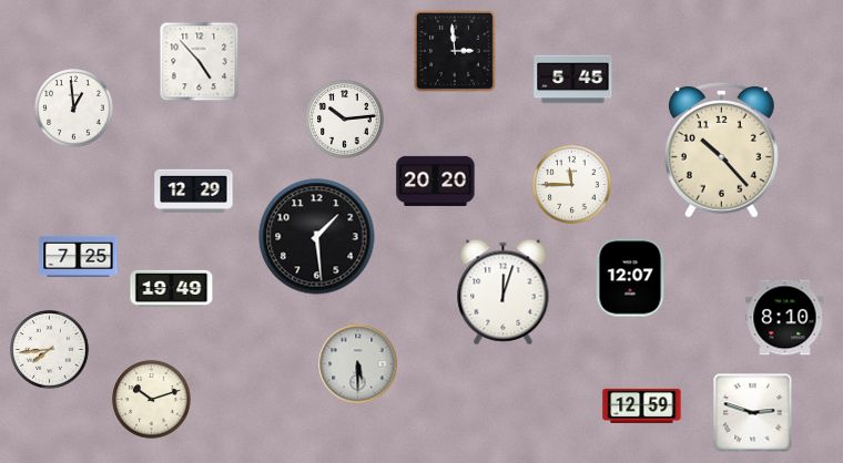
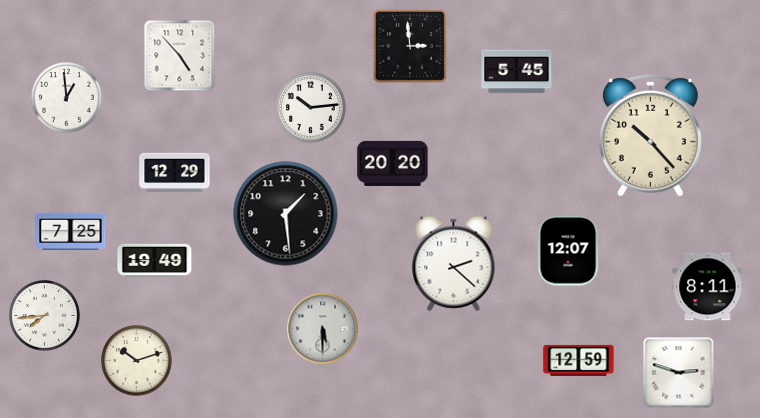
clock at (572, 185): 11:45 -> none
clock at (504, 292): 12:03 -> 2:22
clock at (785, 318): 8:10 -> 8:11
clock at (642, 405) position: (642, 405) -> (579, 360)
